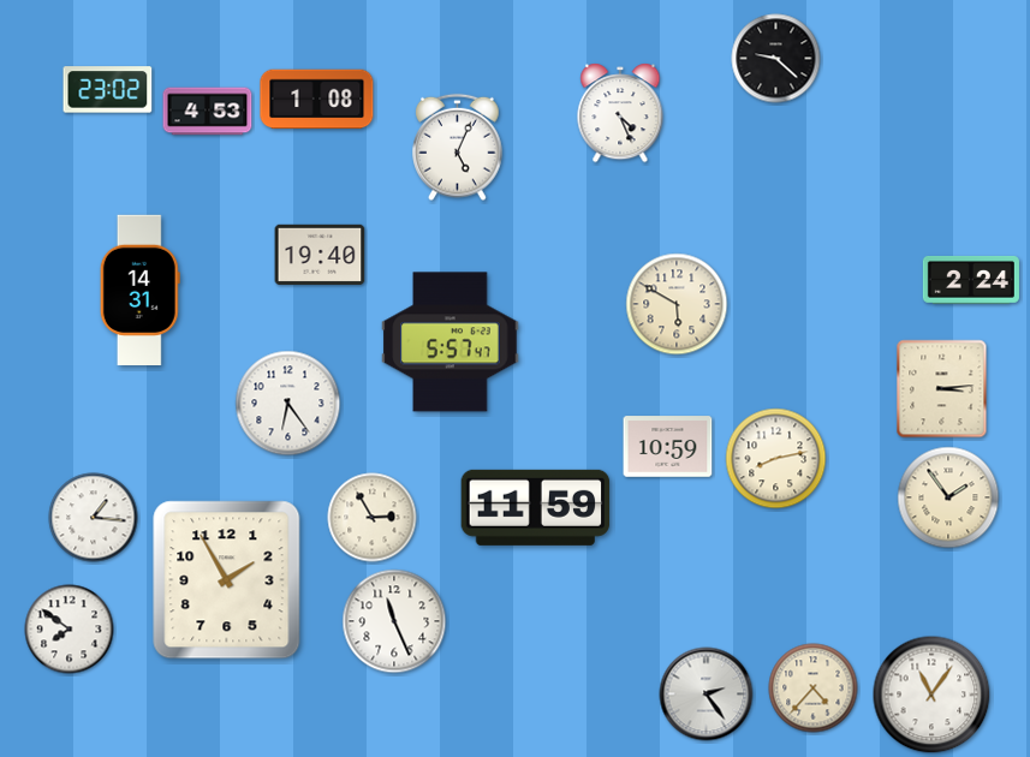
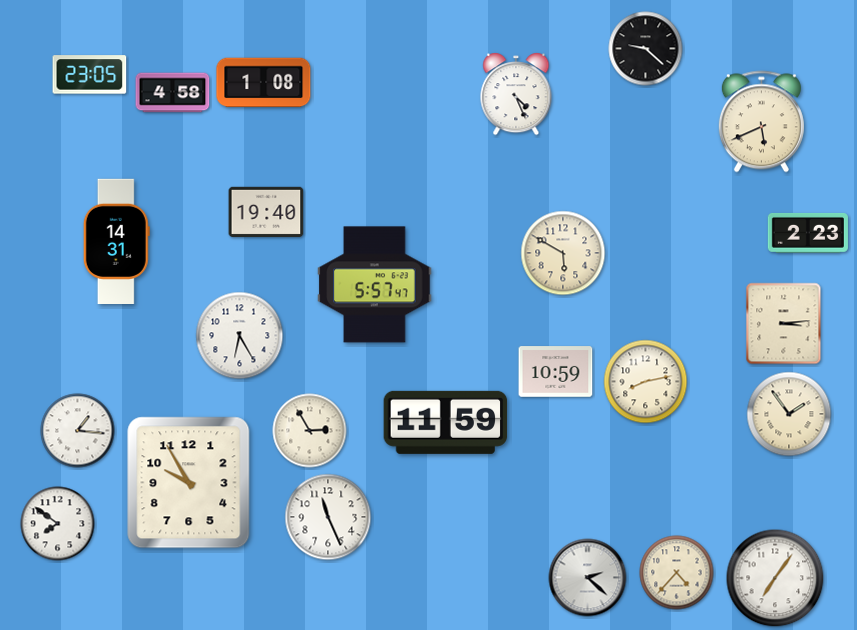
clock at (108, 90): 23:02 -> 23:05
clock at (208, 112): 4:53 -> 4:58
clock at (761, 122): none -> 5:41
clock at (458, 148): 5:04 -> none
clock at (971, 280): 2:24 -> 2:23
clock at (288, 404): 6:24 -> 6:25
clock at (227, 580): 1:55 -> 9:55
clock at (707, 695): 2:24 -> 2:22
clock at (931, 695): 11:06 -> 7:06
